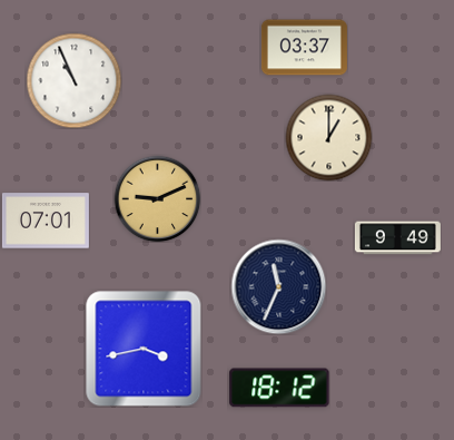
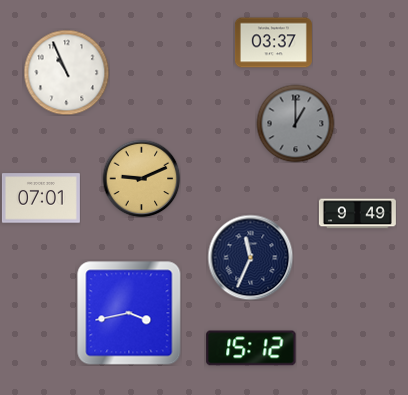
clock at (328, 137) dial: cream -> grey
clock at (279, 388): 18:12 -> 15:12
